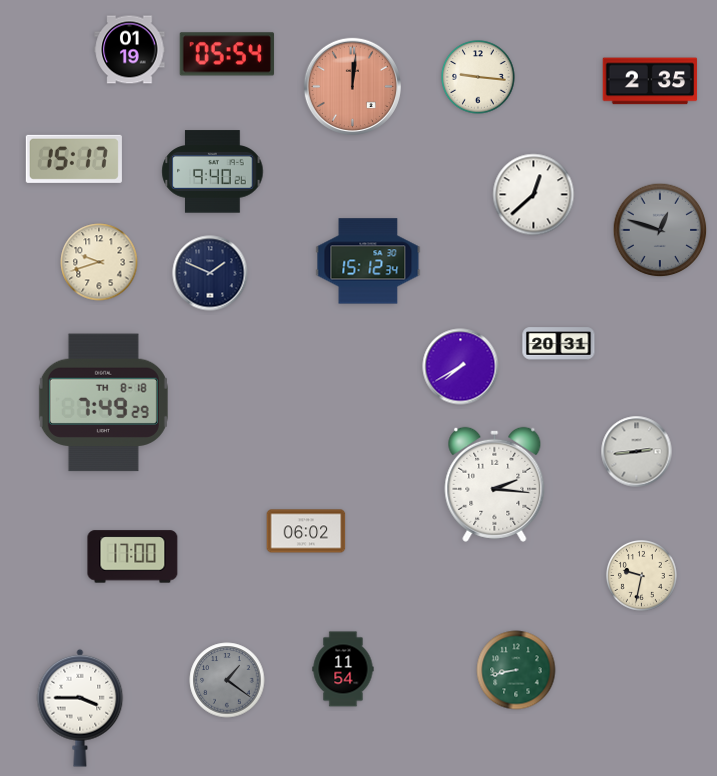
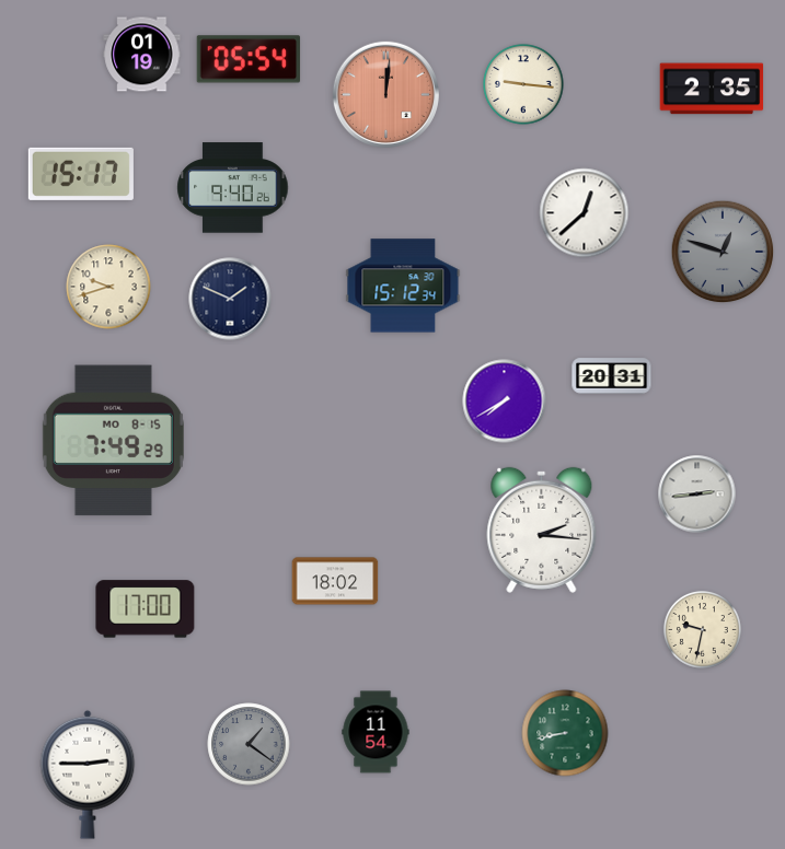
clock at (103, 403) date: TH 8-18 -> MO 8-15
clock at (306, 531): 06:02 -> 18:02
clock at (80, 708): 3:45 -> 2:45
